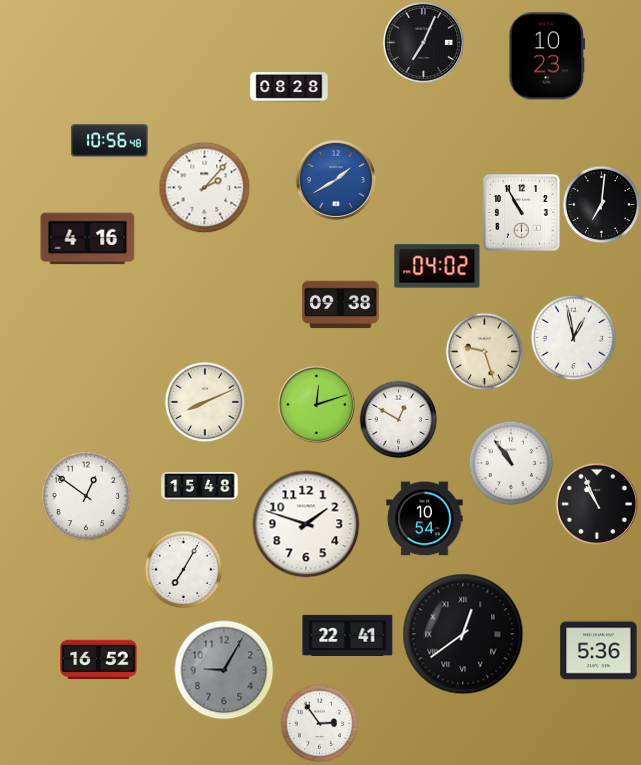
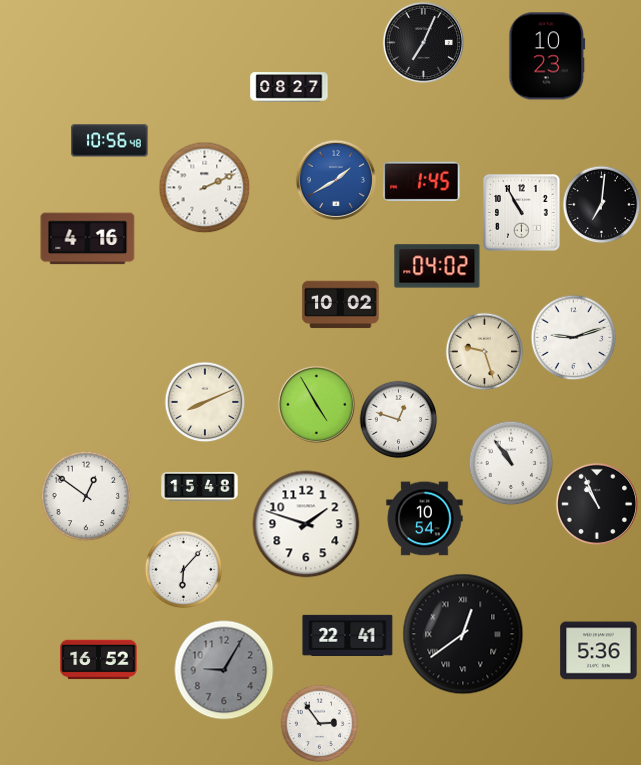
clock at (289, 87): 08:28 -> 08:27
clock at (422, 181): none -> 1:45
clock at (204, 187): 2:07 -> 2:11
clock at (341, 305): 09:38 -> 10:02
clock at (573, 337): 12:58 -> 9:12
clock at (316, 404): 12:12 -> 4:55
clock at (398, 419): 12:50 -> 12:48
clock at (183, 569): 7:05 -> 6:07
